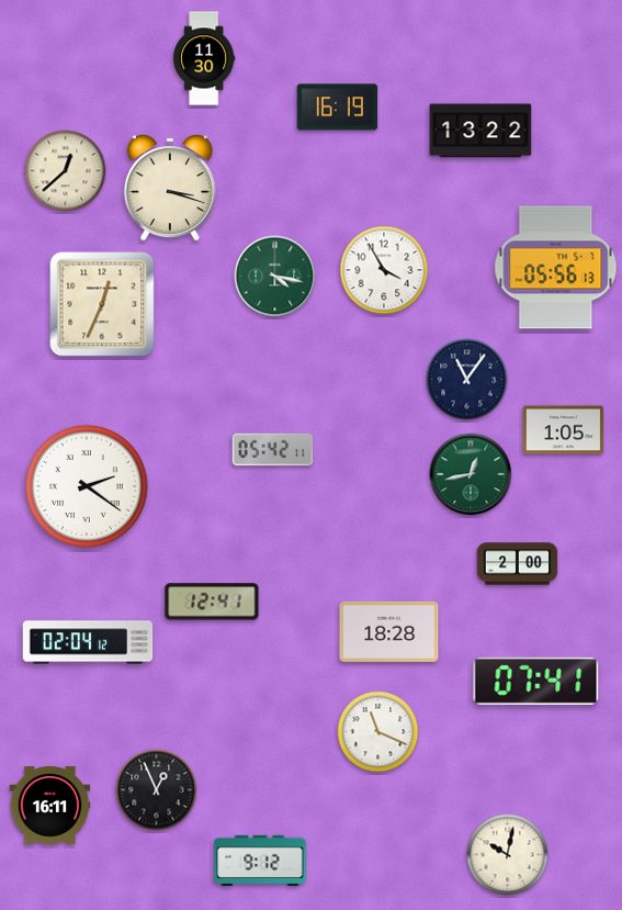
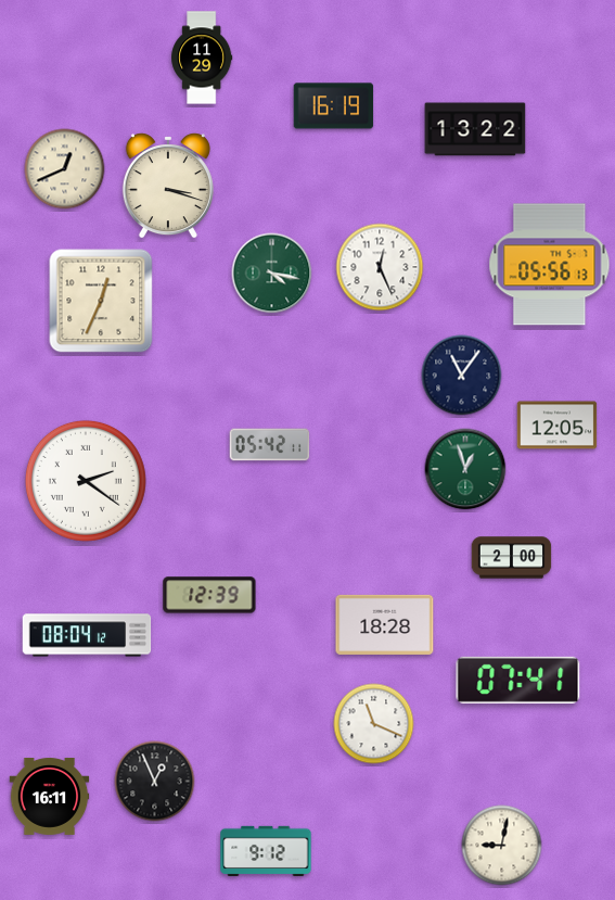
clock at (204, 58): 11:30 -> 11:29
clock at (66, 171): 12:38 -> 12:41
clock at (384, 270): 3:55 -> 12:26
clock at (564, 430): 1:05 -> 12:05
clock at (471, 474): 12:43 -> 12:57
clock at (212, 602): 12:41 -> 12:39
clock at (88, 642): 02:04 -> 08:04
clock at (536, 681) position: (536, 681) -> (518, 680)
clock at (508, 855): 10:02 -> 9:02
clock at (260, 861) position: (260, 861) -> (266, 851)
